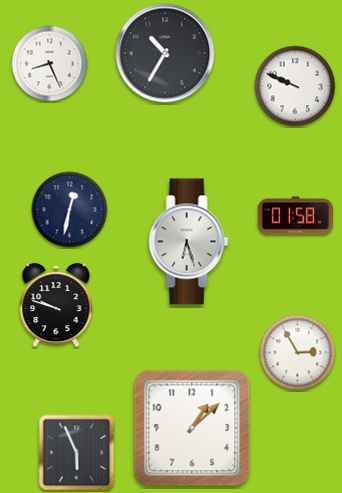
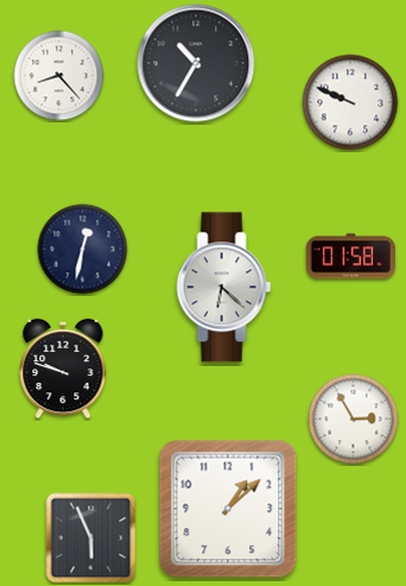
clock at (50, 64): 8:26 -> 8:23
clock at (189, 242): 6:27 -> 6:22
clock at (56, 305) position: (56, 305) -> (63, 368)
